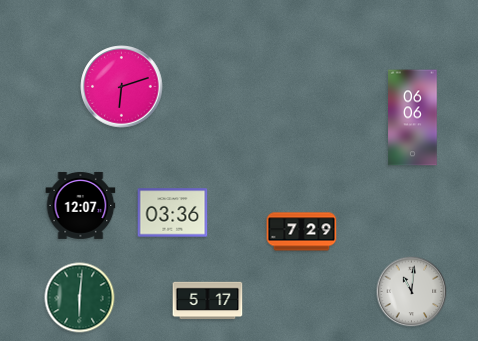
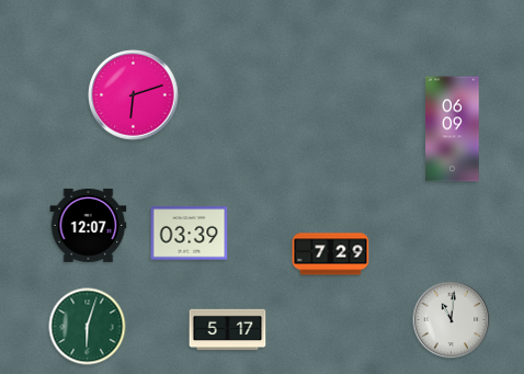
clock at (413, 118): 06:06 -> 06:09
clock at (173, 213): 03:36 -> 03:39
clock at (80, 298): 6:01 -> 6:03
